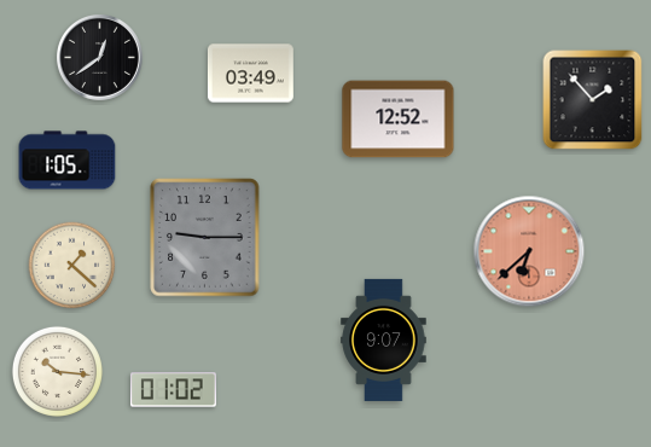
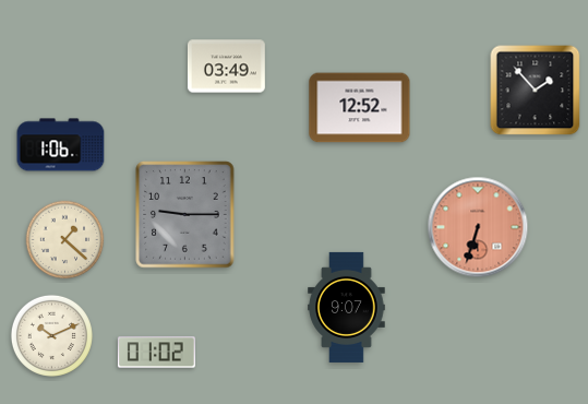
clock at (99, 57): 12:39 -> none
clock at (68, 161): 1:05 -> 1:06
clock at (529, 251): 6:38 -> 6:33
clock at (57, 371): 10:16 -> 10:11
